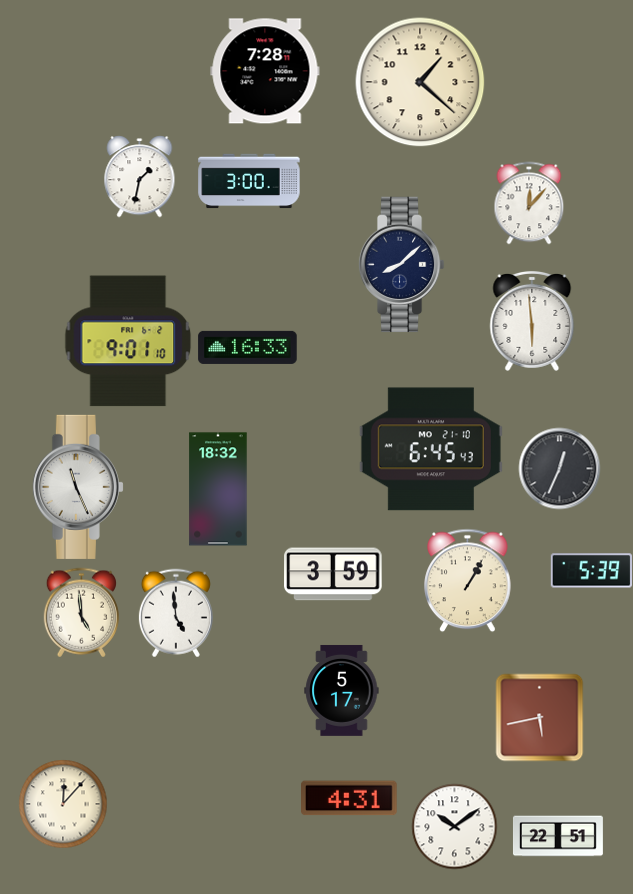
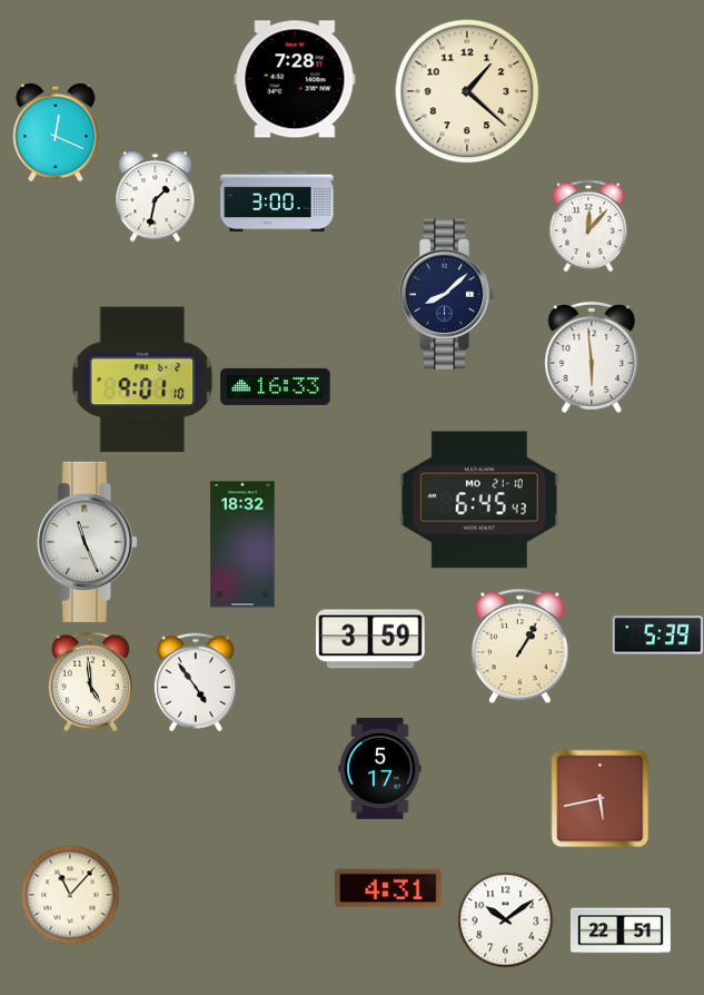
clock at (56, 131): none -> 12:19
clock at (559, 468): 12:34 -> none
clock at (176, 613): 4:59 -> 4:54
clock at (63, 804): 12:07 -> 11:07
